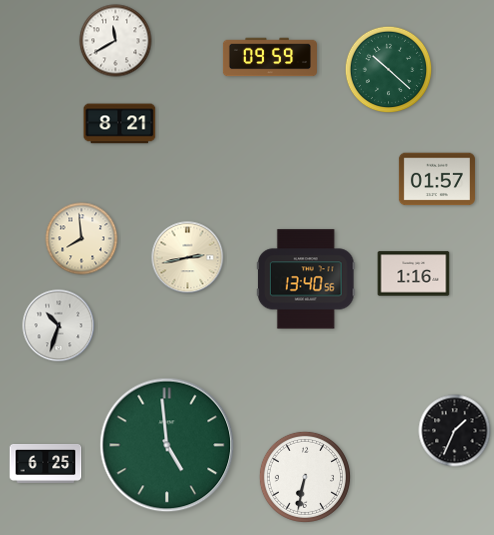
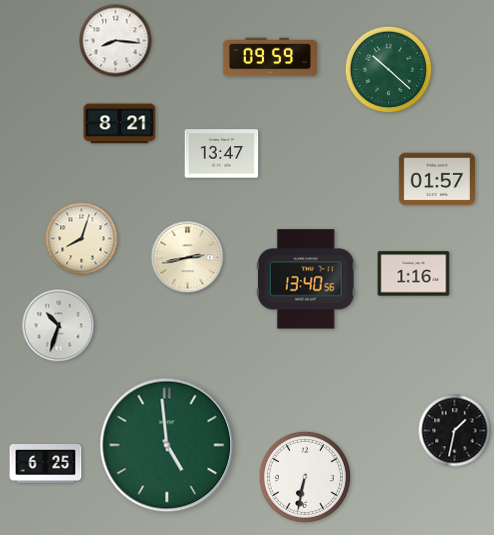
clock at (116, 41): 11:40 -> 8:16
clock at (222, 154): none -> 13:47
clock at (82, 239): 7:59 -> 8:03
clock at (455, 431): 1:34 -> 1:32
